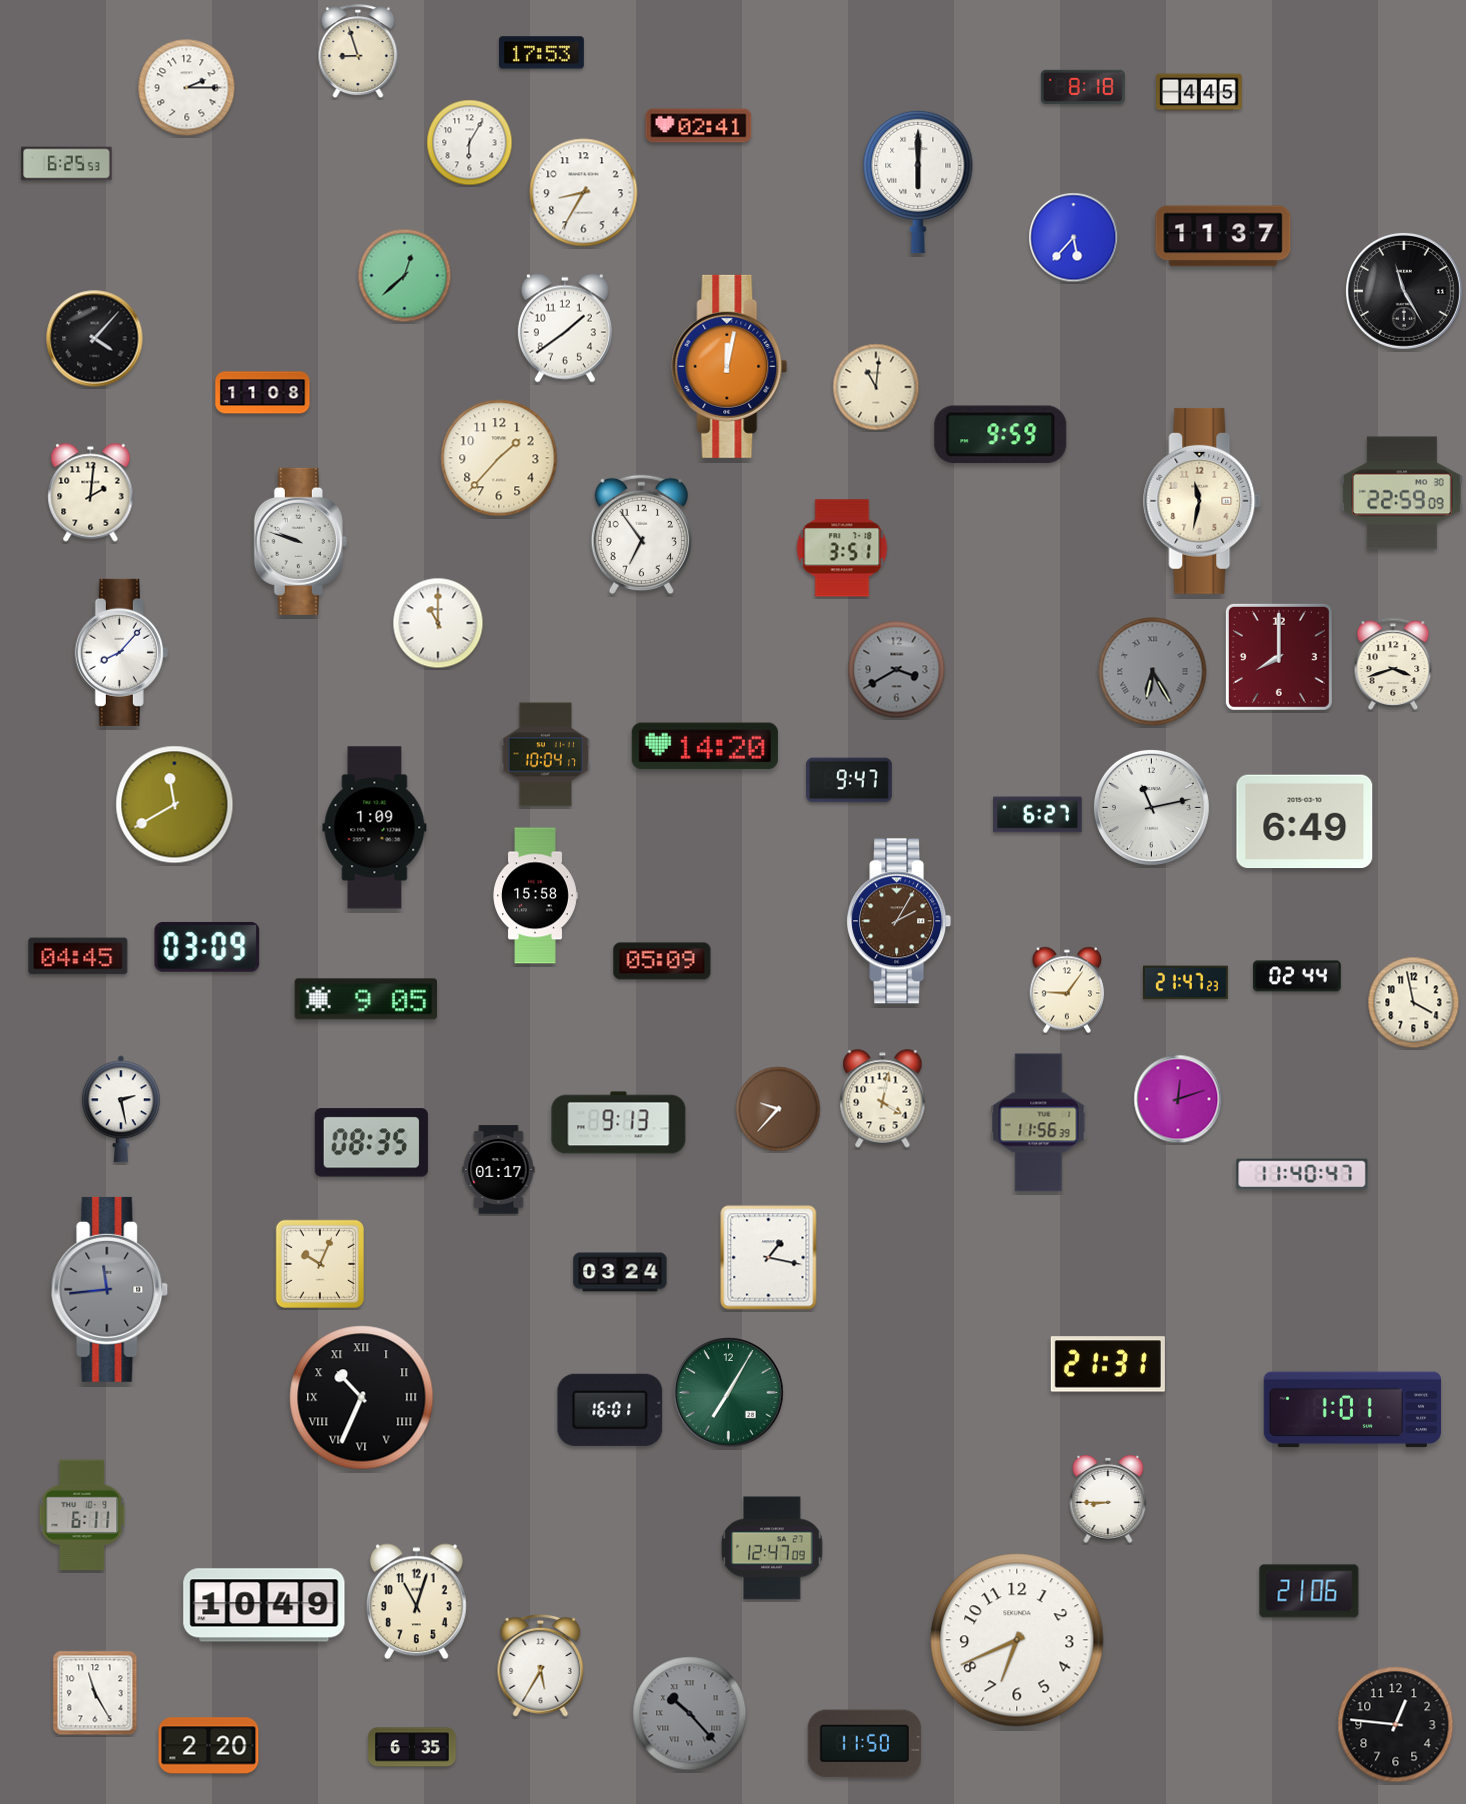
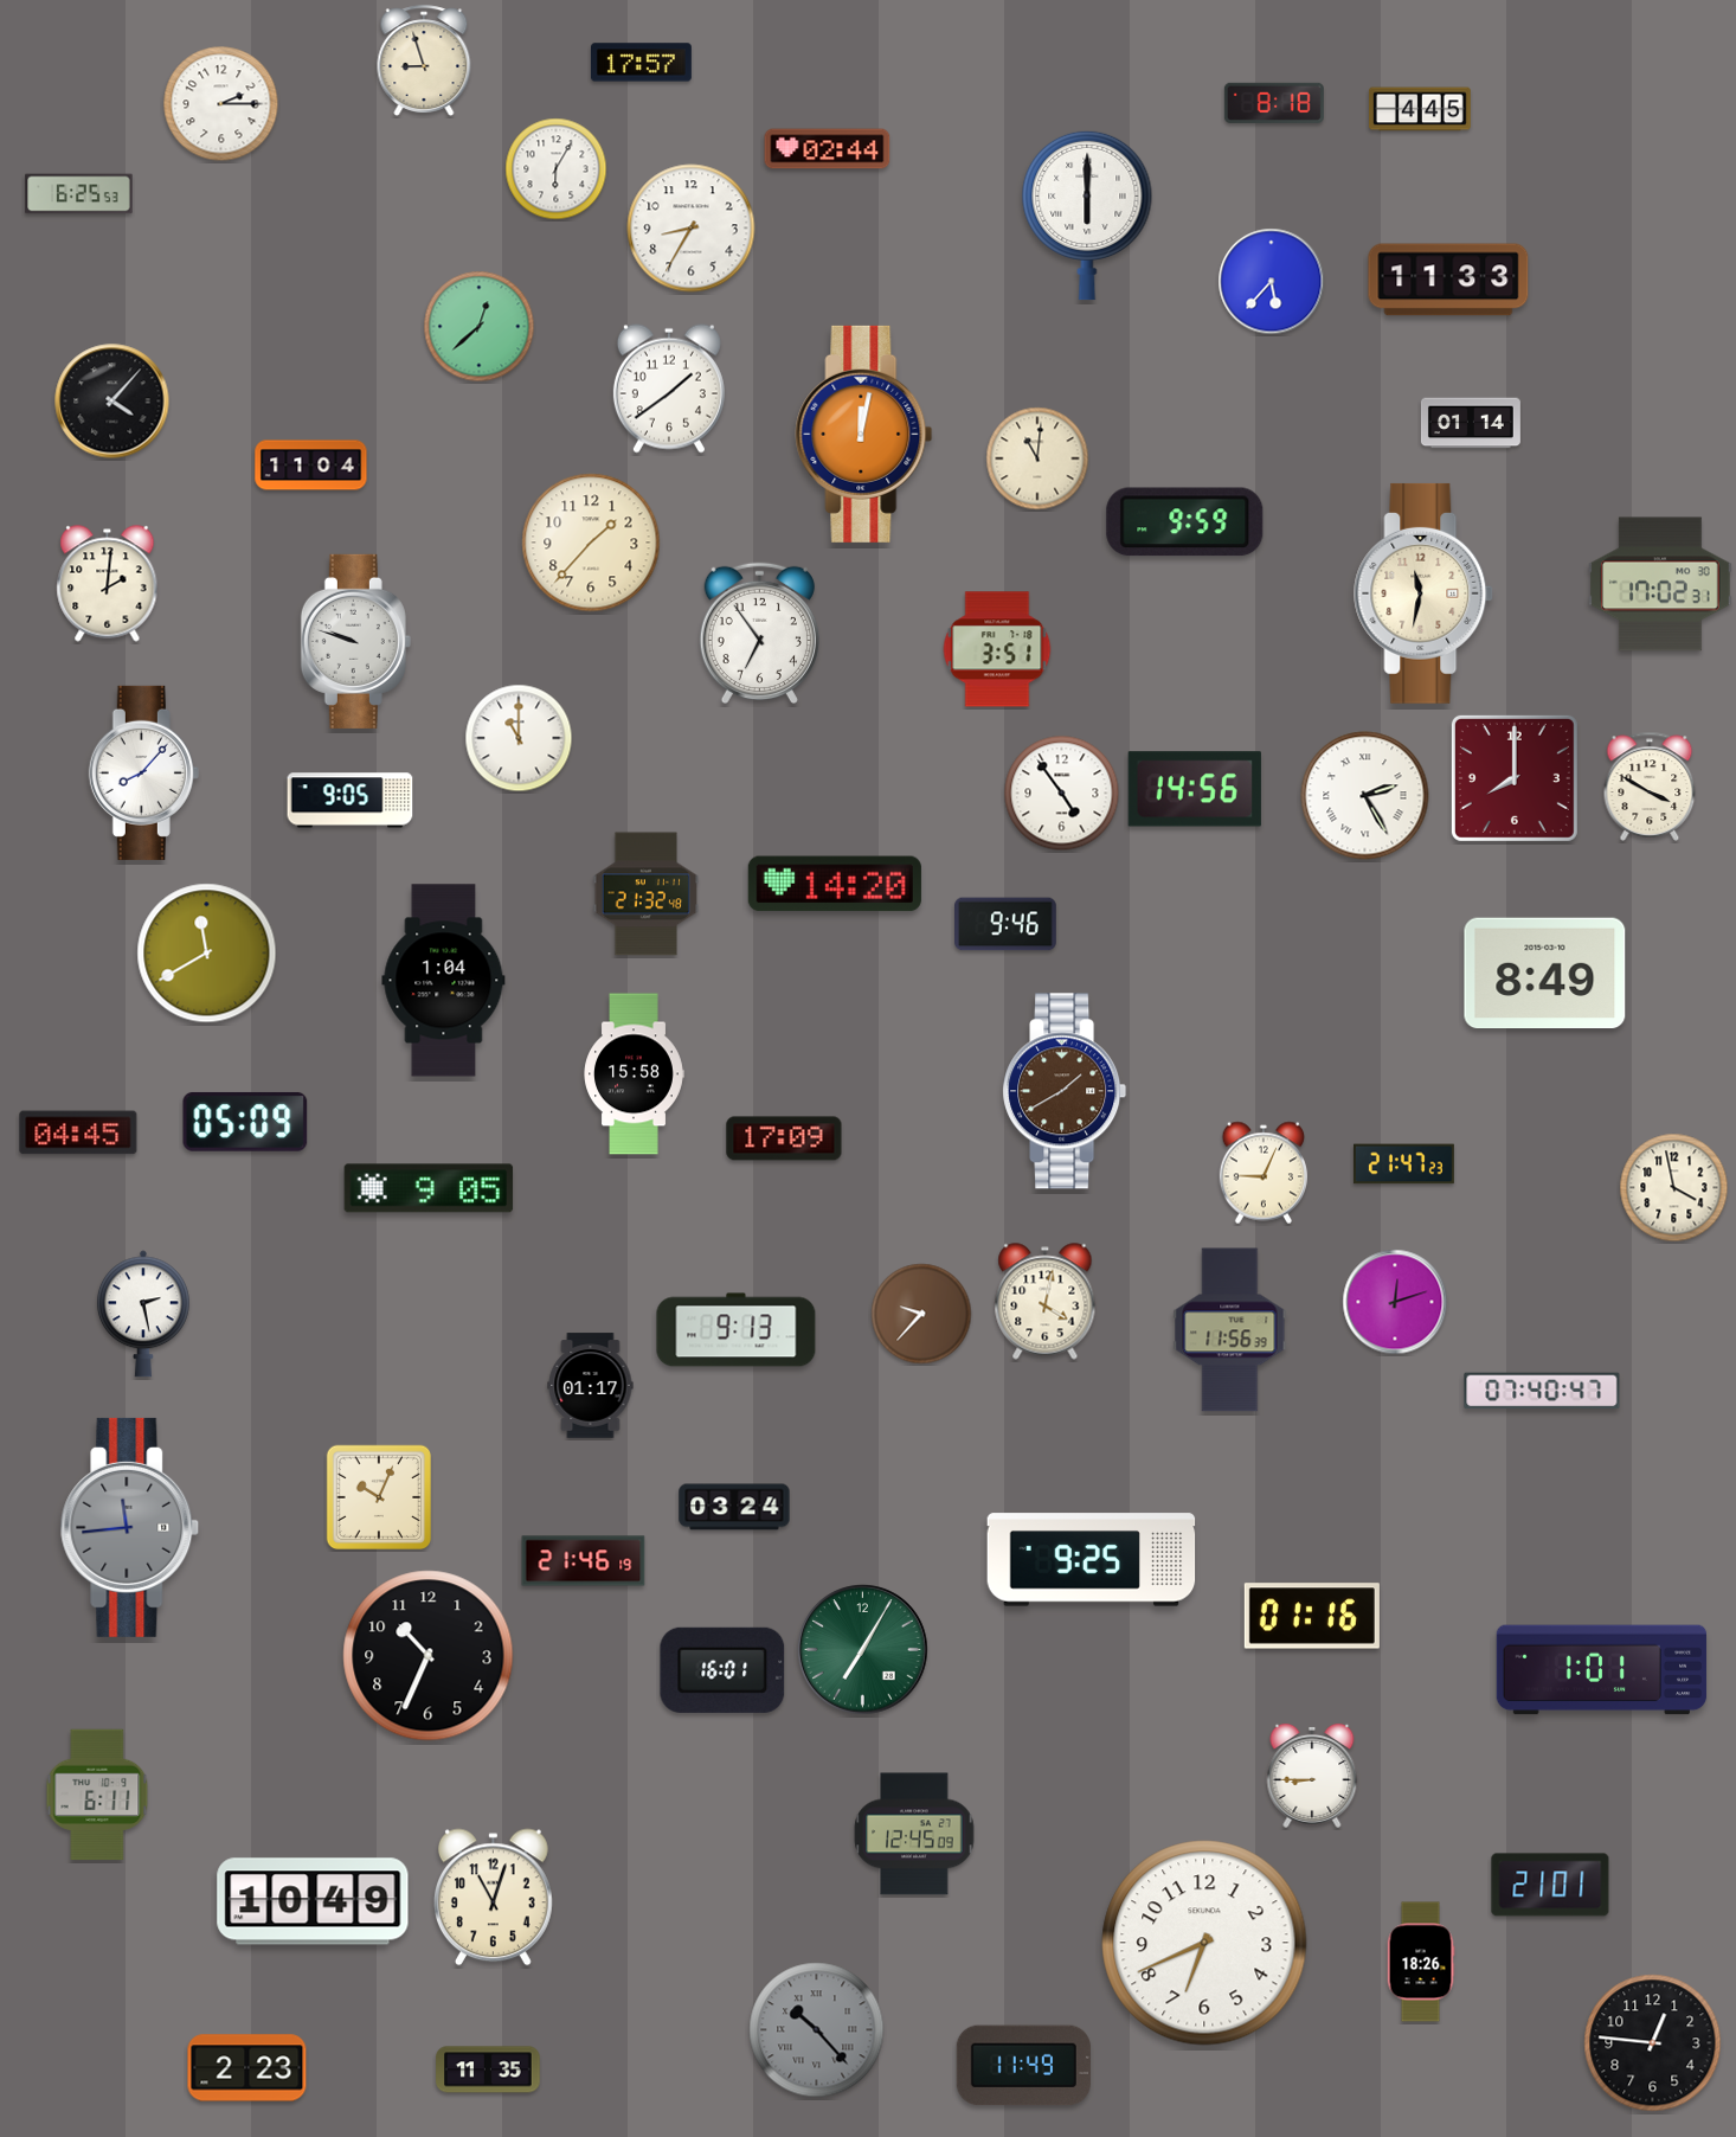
clock at (541, 53): 17:53 -> 17:57
clock at (1083, 87) position: (1083, 87) -> (1274, 103)
clock at (699, 126): 02:41 -> 02:44
clock at (1223, 236): 11:37 -> 11:33
clock at (1404, 291): 11:25 -> none
clock at (1471, 423): none -> 01:14
clock at (263, 393): 11:08 -> 11:04
clock at (1001, 435) position: (1001, 435) -> (1185, 522)
clock at (1402, 493): 22:59 -> 17:02
clock at (1393, 664): 3:42 -> 3:50
clock at (1195, 789): none -> 14:56
clock at (897, 670): 3:40 -> 4:54
clock at (897, 670) dial: grey -> white
clock at (1153, 672): 6:25 -> 2:25
clock at (1153, 672) dial: grey -> white
clock at (351, 801): none -> 9:05
clock at (546, 755): 10:04 -> 21:32
clock at (850, 780): 9:47 -> 9:46
clock at (1151, 807): 11:13 -> none
clock at (1038, 815): 6:27 -> none
clock at (1305, 822): 6:49 -> 8:49
clock at (375, 828): 1:09 -> 1:04
clock at (535, 896) position: (535, 896) -> (634, 1074)
clock at (899, 921): 2:05 -> 1:40
clock at (207, 947): 03:09 -> 05:09
clock at (78, 956) position: (78, 956) -> (78, 1132)
clock at (662, 961): 05:09 -> 17:09
clock at (1297, 976): 02:44 -> none
clock at (1067, 990): 9:06 -> 9:04
clock at (366, 999) position: (366, 999) -> (429, 1188)
clock at (619, 1123) position: (619, 1123) -> (737, 1330)
clock at (371, 1143): 08:35 -> none
clock at (1302, 1174): 11:40 -> 07:40
clock at (769, 1258): 1:17 -> none
clock at (1092, 1560): none -> 9:25
clock at (584, 1561): none -> 21:46
clock at (1108, 1364): 21:31 -> 01:16
clock at (362, 1398) numerals: Roman -> Arabic
clock at (772, 1548): 12:47 -> 12:45
clock at (1309, 1591): 21:06 -> 21:01
clock at (1421, 1962): none -> 18:26
clock at (541, 1665): 5:35 -> none
clock at (95, 1693): 11:25 -> none
clock at (864, 1744): 11:50 -> 11:49
clock at (209, 1746): 2:20 -> 2:23
clock at (412, 1747): 6:35 -> 11:35
